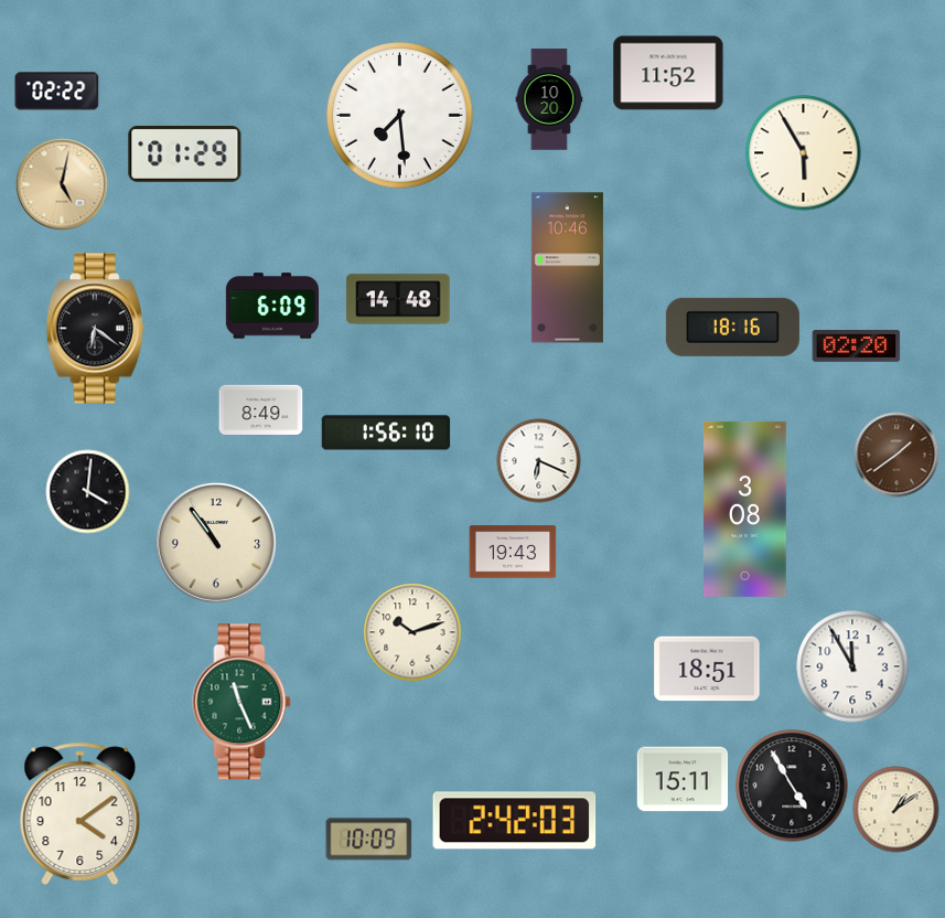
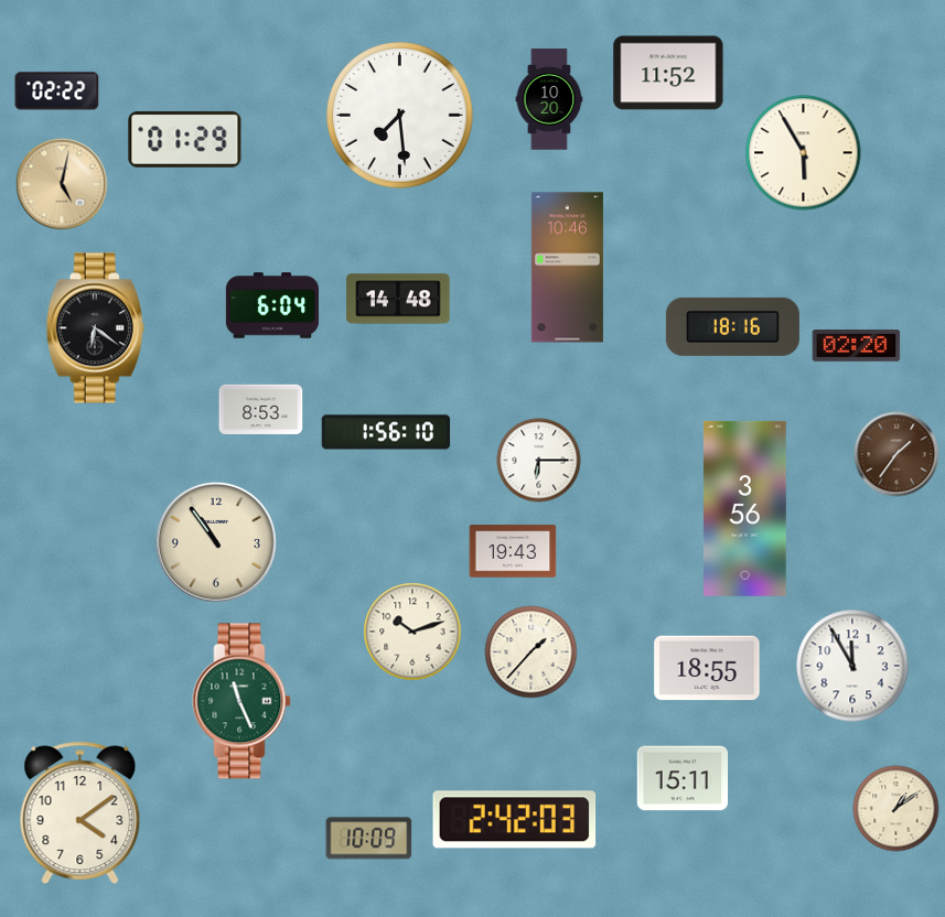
clock at (185, 153) position: (185, 153) -> (185, 139)
clock at (271, 306): 6:09 -> 6:04
clock at (261, 409): 8:49 -> 8:53
clock at (896, 455): 1:39 -> 1:36
clock at (539, 461): 6:19 -> 6:15
clock at (88, 492): 4:01 -> none
clock at (744, 509): 3:08 -> 3:56
clock at (531, 652): none -> 1:37
clock at (707, 669): 18:51 -> 18:55
clock at (792, 786): 4:55 -> none
